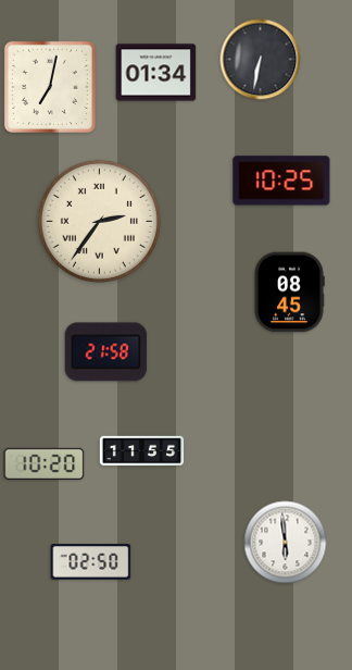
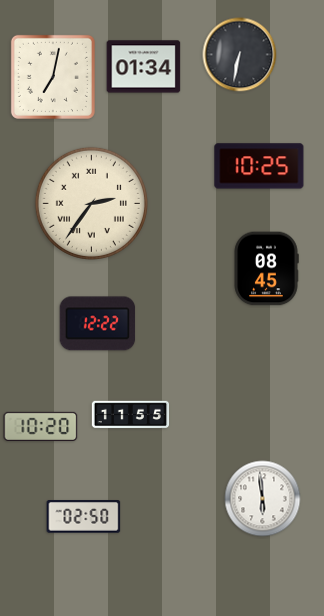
clock at (50, 87) position: (50, 87) -> (53, 77)
clock at (106, 352): 21:58 -> 12:22
